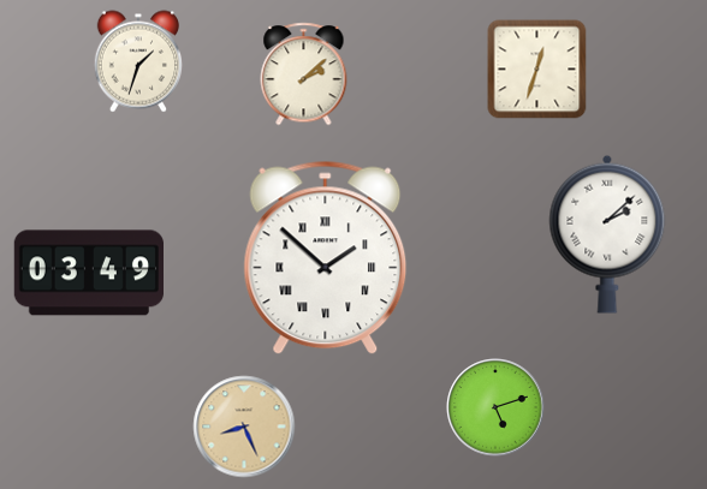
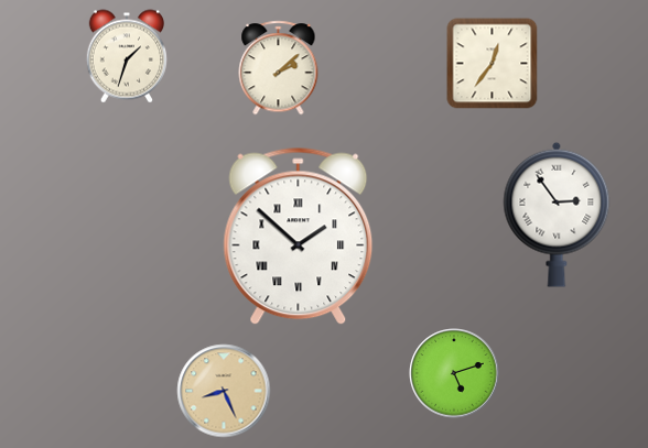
clock at (537, 70): 12:33 -> 12:36
clock at (607, 234): 2:08 -> 2:54
clock at (88, 273): 03:49 -> none
